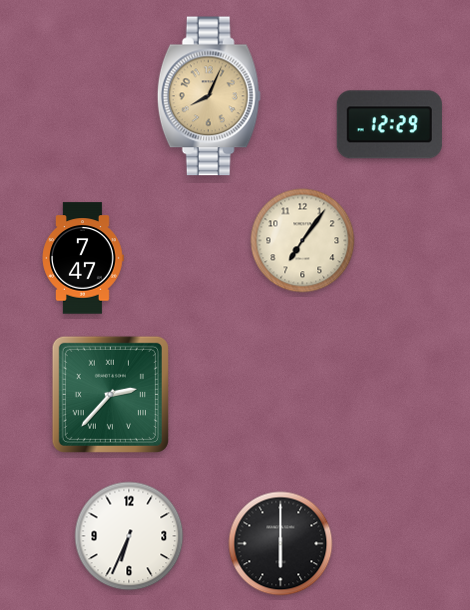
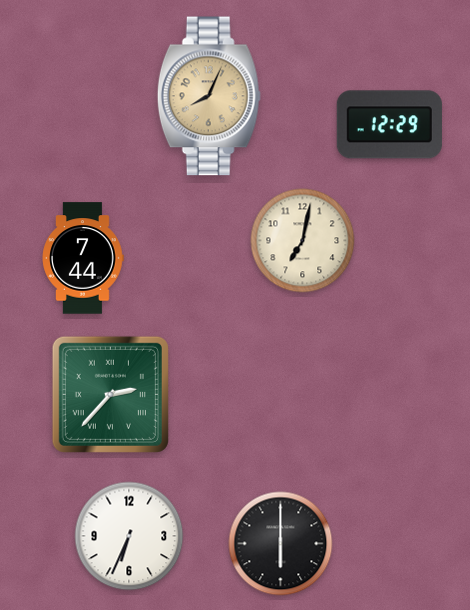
clock at (303, 241): 7:06 -> 7:02
clock at (83, 258): 7:47 -> 7:44
